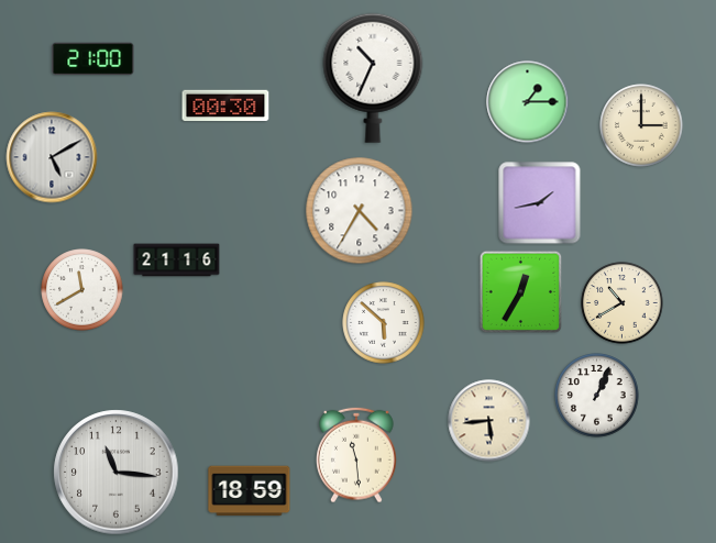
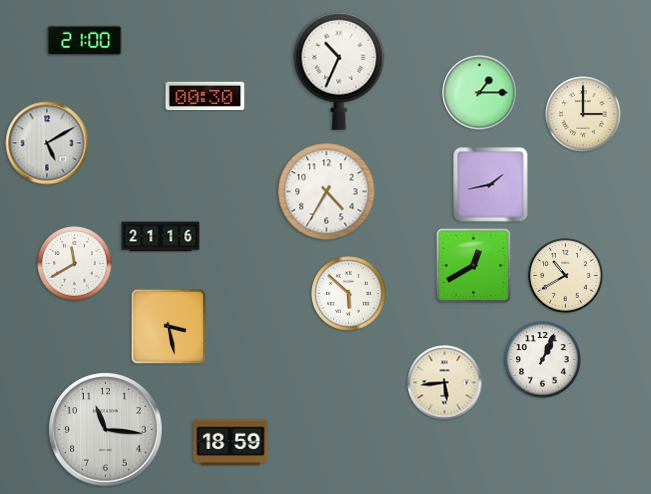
clock at (93, 59) position: (93, 59) -> (85, 41)
clock at (521, 292): 12:35 -> 12:40
clock at (169, 327): none -> 3:28
clock at (357, 455): 11:29 -> none
clock at (250, 491) position: (250, 491) -> (231, 443)
